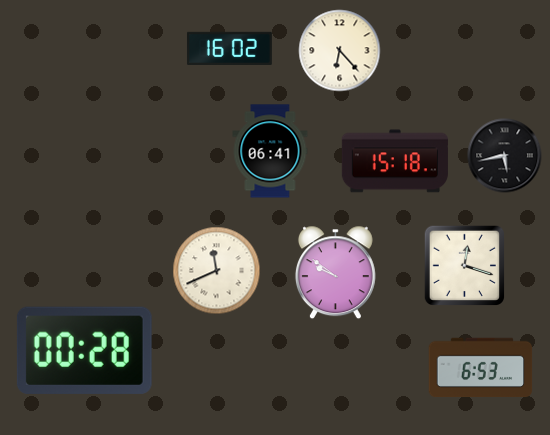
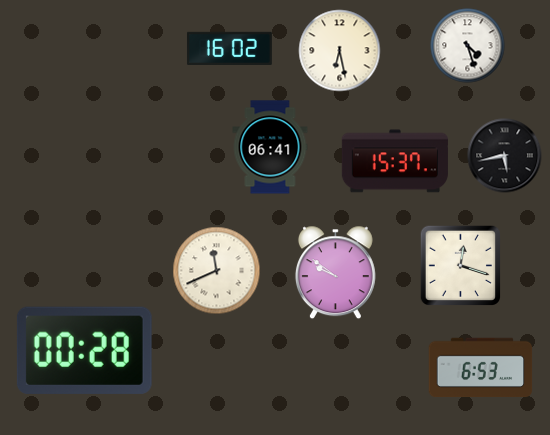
clock at (468, 46): none -> 4:27
clock at (340, 51): 6:23 -> 6:28
clock at (270, 151) position: (270, 151) -> (270, 147)
clock at (395, 161): 15:18 -> 15:37
clock at (464, 265) position: (464, 265) -> (460, 265)
